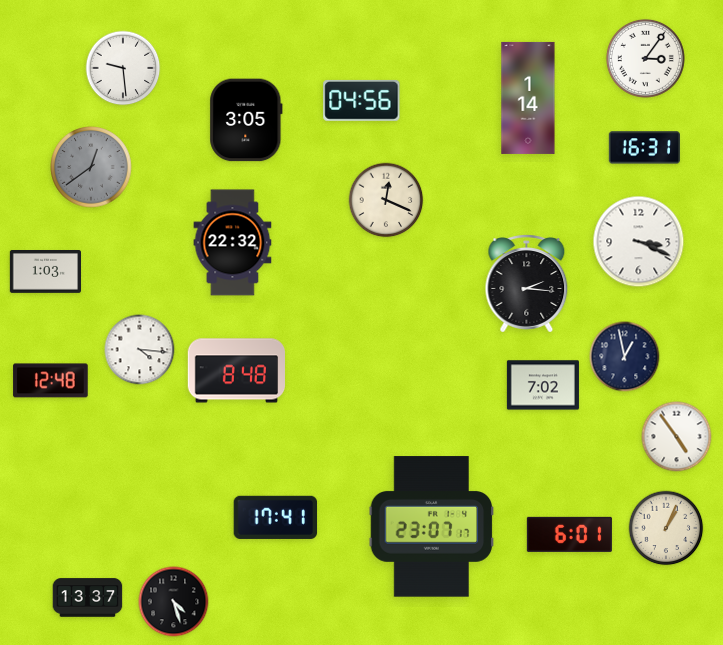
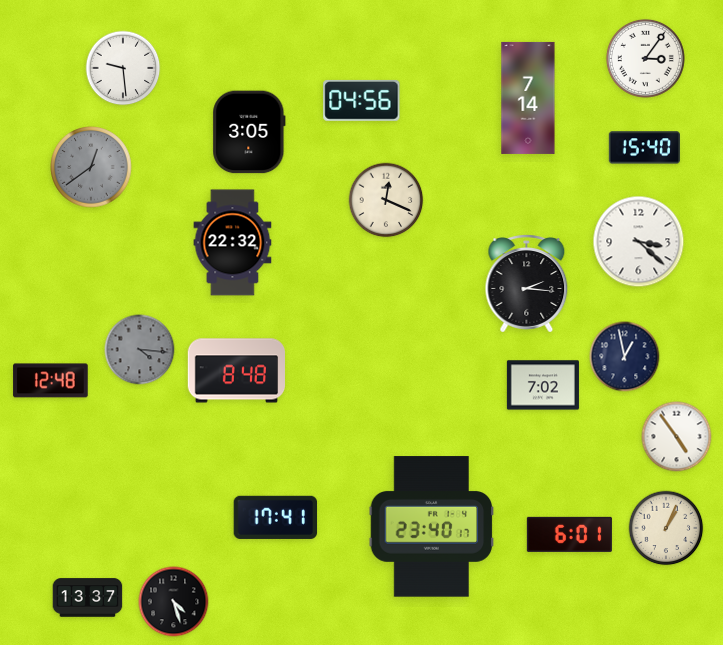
clock at (528, 98): 1:14 -> 7:14
clock at (246, 120) position: (246, 120) -> (249, 132)
clock at (644, 148): 16:31 -> 15:40
clock at (639, 242): 3:19 -> 3:22
clock at (45, 272): 1:03 -> none
clock at (140, 350) dial: white -> grey
clock at (432, 527): 23:07 -> 23:40
